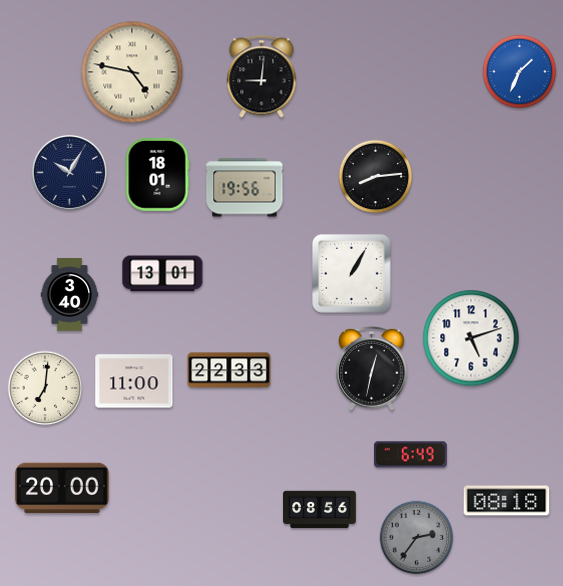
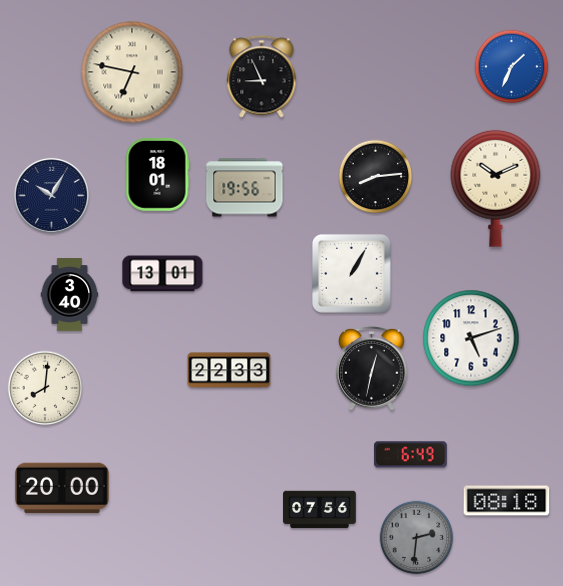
clock at (132, 72): 4:47 -> 6:47
clock at (520, 72) position: (520, 72) -> (512, 67)
clock at (262, 77): 9:01 -> 8:56
clock at (69, 172) position: (69, 172) -> (51, 195)
clock at (496, 188): none -> 10:11
clock at (134, 381): 11:00 -> none
clock at (45, 388): 7:01 -> 8:01
clock at (320, 510): 08:56 -> 07:56
clock at (417, 538): 2:36 -> 2:31
